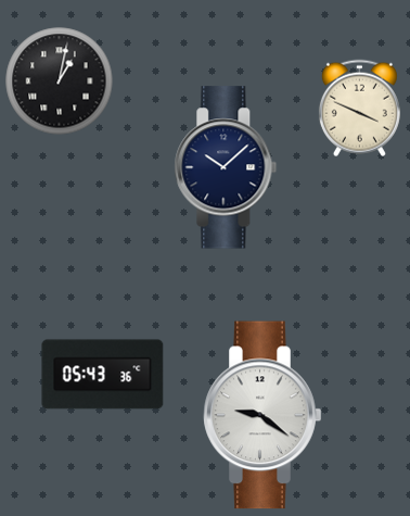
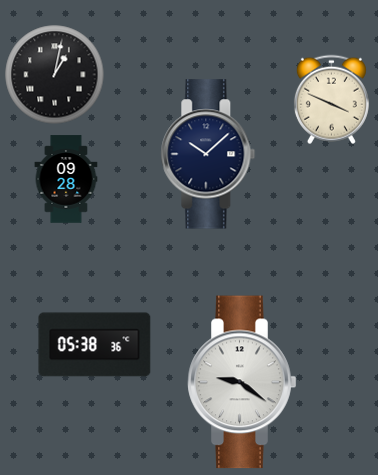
clock at (66, 179): none -> 09:28
clock at (103, 375): 05:43 -> 05:38
